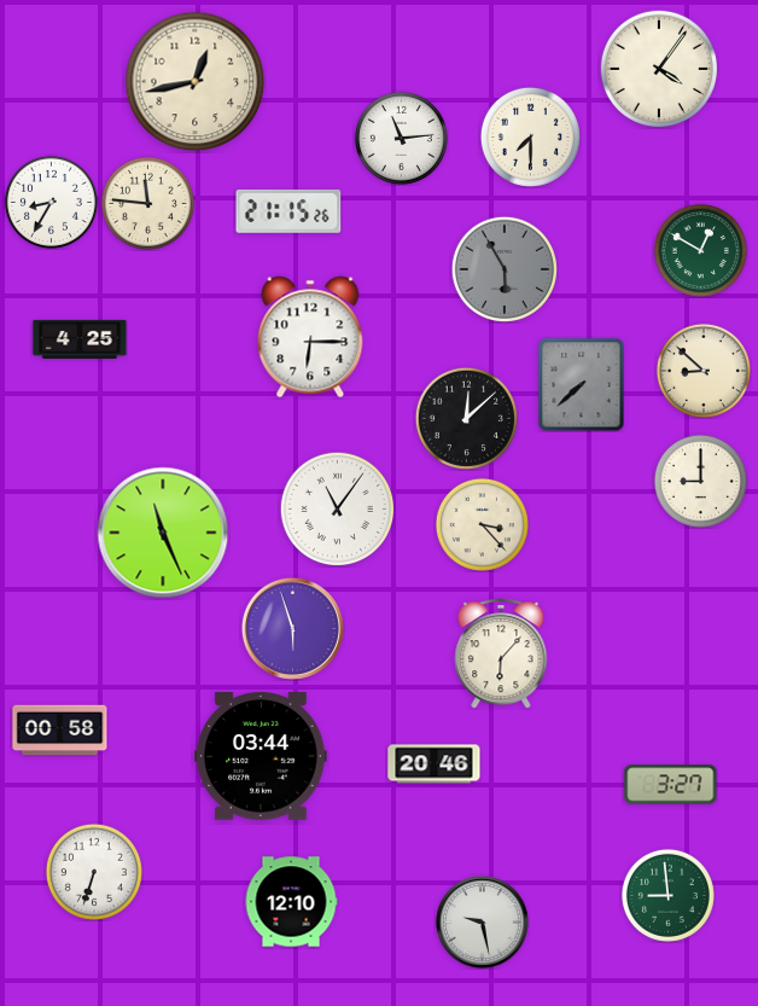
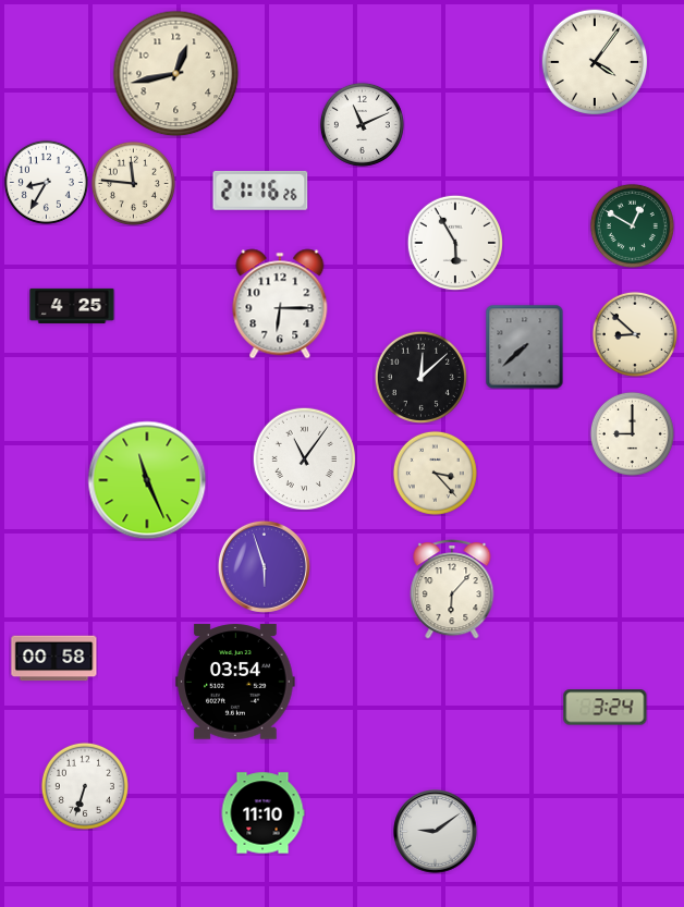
clock at (530, 136): 7:30 -> none
clock at (401, 138): 11:14 -> 11:11
clock at (288, 211): 21:15 -> 21:16
clock at (505, 269) dial: grey -> white
clock at (261, 756): 03:44 -> 03:54
clock at (435, 764): 20:46 -> none
clock at (671, 785): 3:27 -> 3:24
clock at (667, 895): 8:59 -> none
clock at (291, 902): 12:10 -> 11:10
clock at (483, 923): 9:28 -> 9:09
